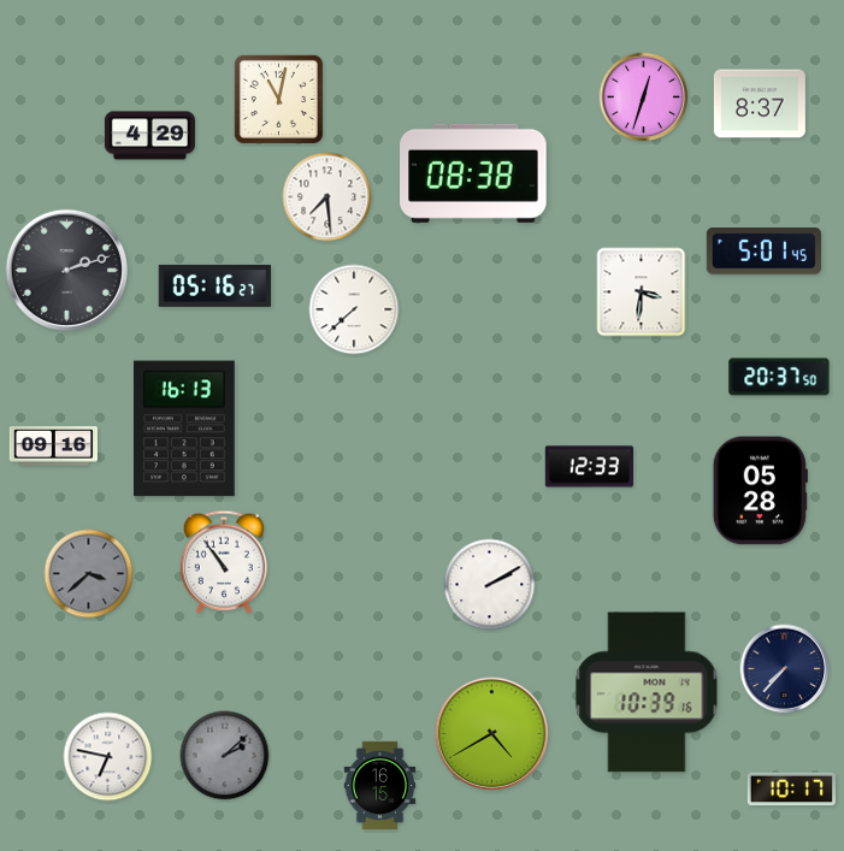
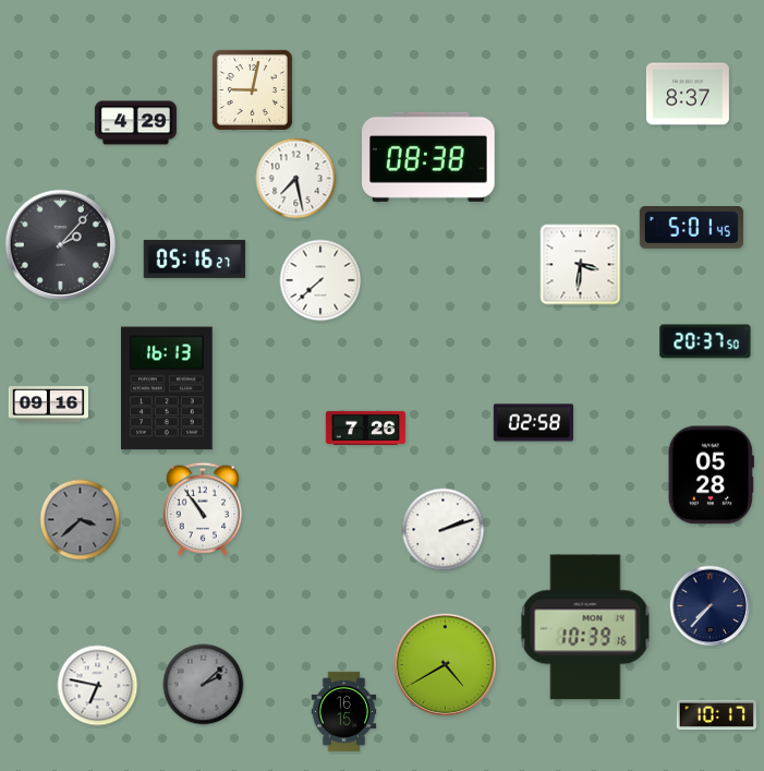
clock at (644, 97): 12:33 -> none
clock at (278, 99): 11:02 -> 9:02
clock at (327, 197): 7:29 -> 7:28
clock at (66, 270): 2:12 -> 2:07
clock at (590, 467): 12:33 -> 02:58
clock at (366, 427): none -> 7:26
clock at (760, 491) position: (760, 491) -> (711, 475)
clock at (490, 585): 2:10 -> 2:12
